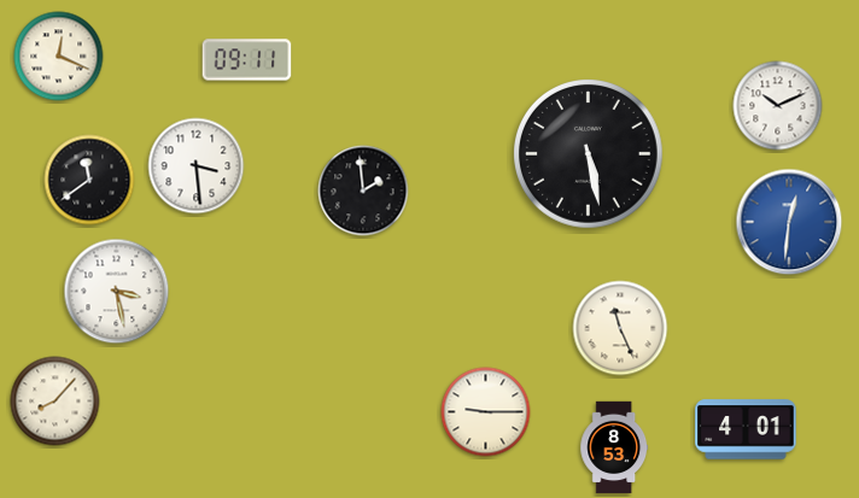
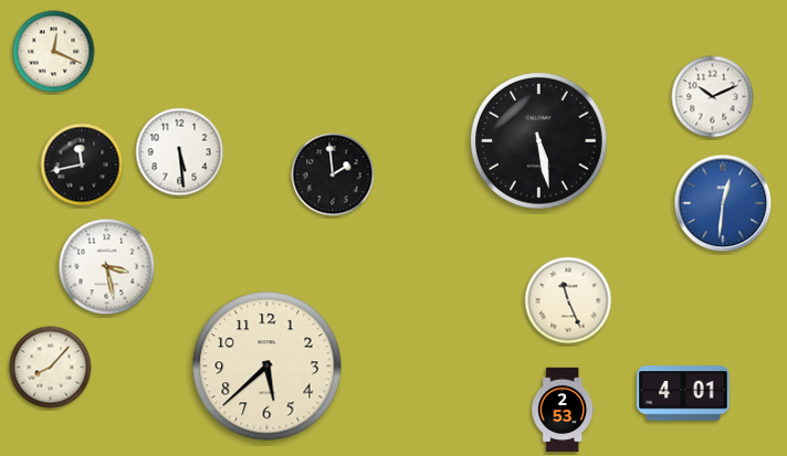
clock at (247, 60): 09:11 -> none
clock at (197, 166): 3:29 -> 5:29
clock at (89, 180): 11:39 -> 11:43
clock at (267, 367): none -> 5:38
clock at (486, 412): 9:15 -> none
clock at (614, 447): 8:53 -> 2:53
